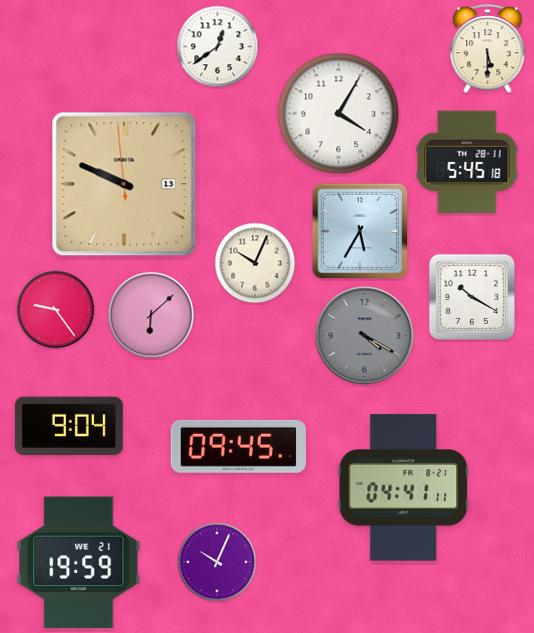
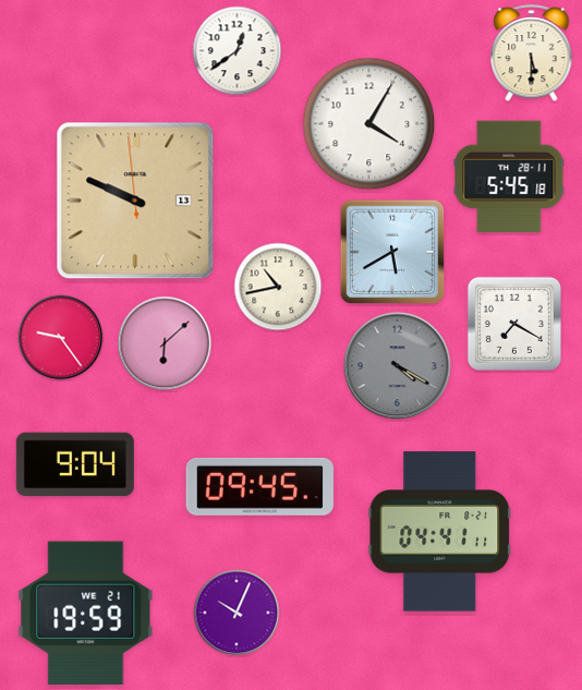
clock at (360, 231): 5:35 -> 5:40
clock at (255, 263): 10:04 -> 10:43
clock at (472, 297): 10:20 -> 7:20
